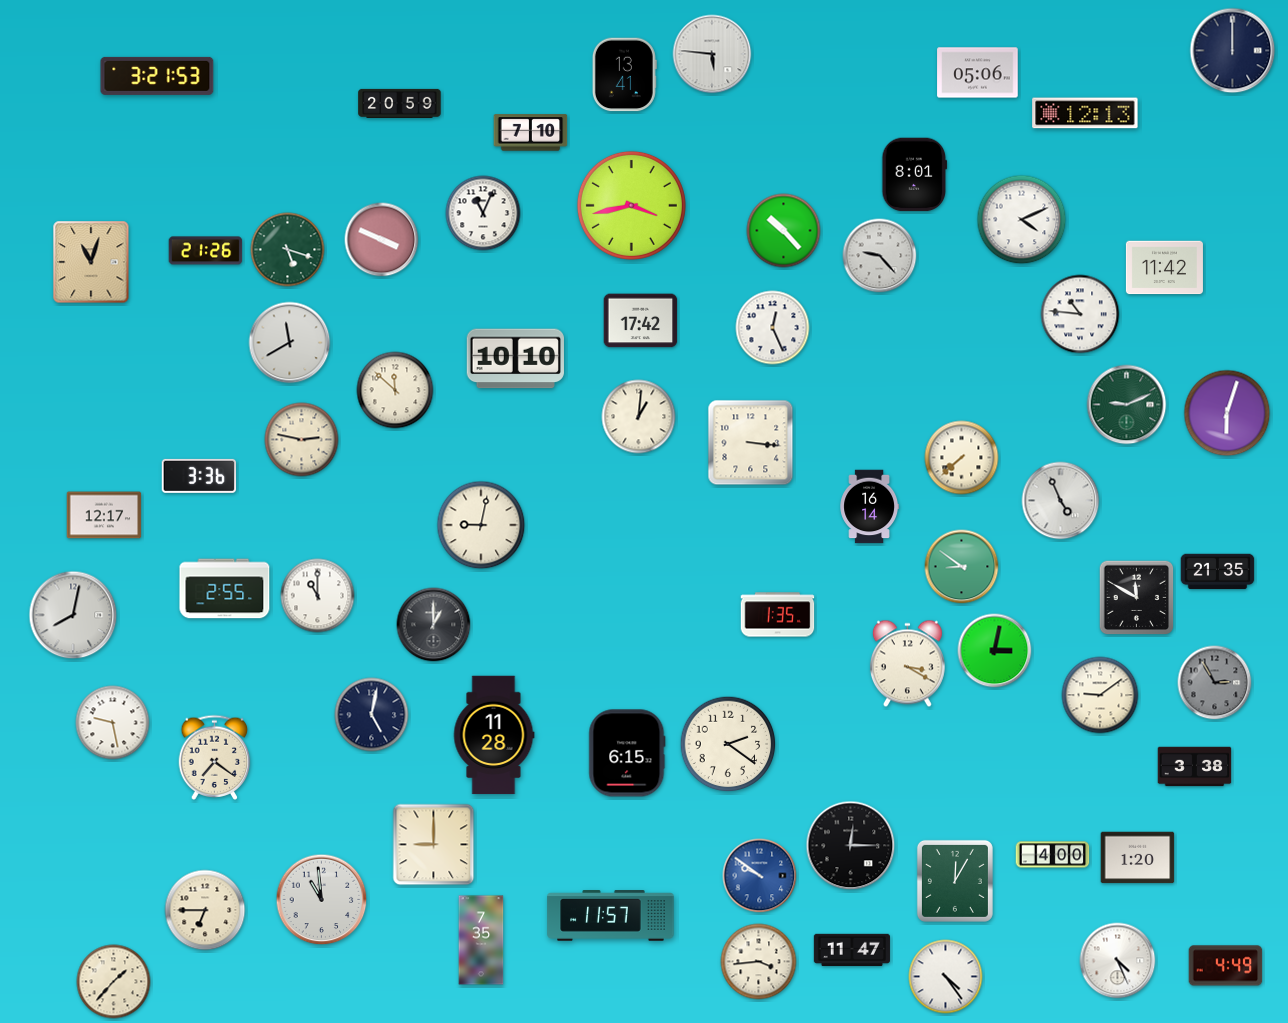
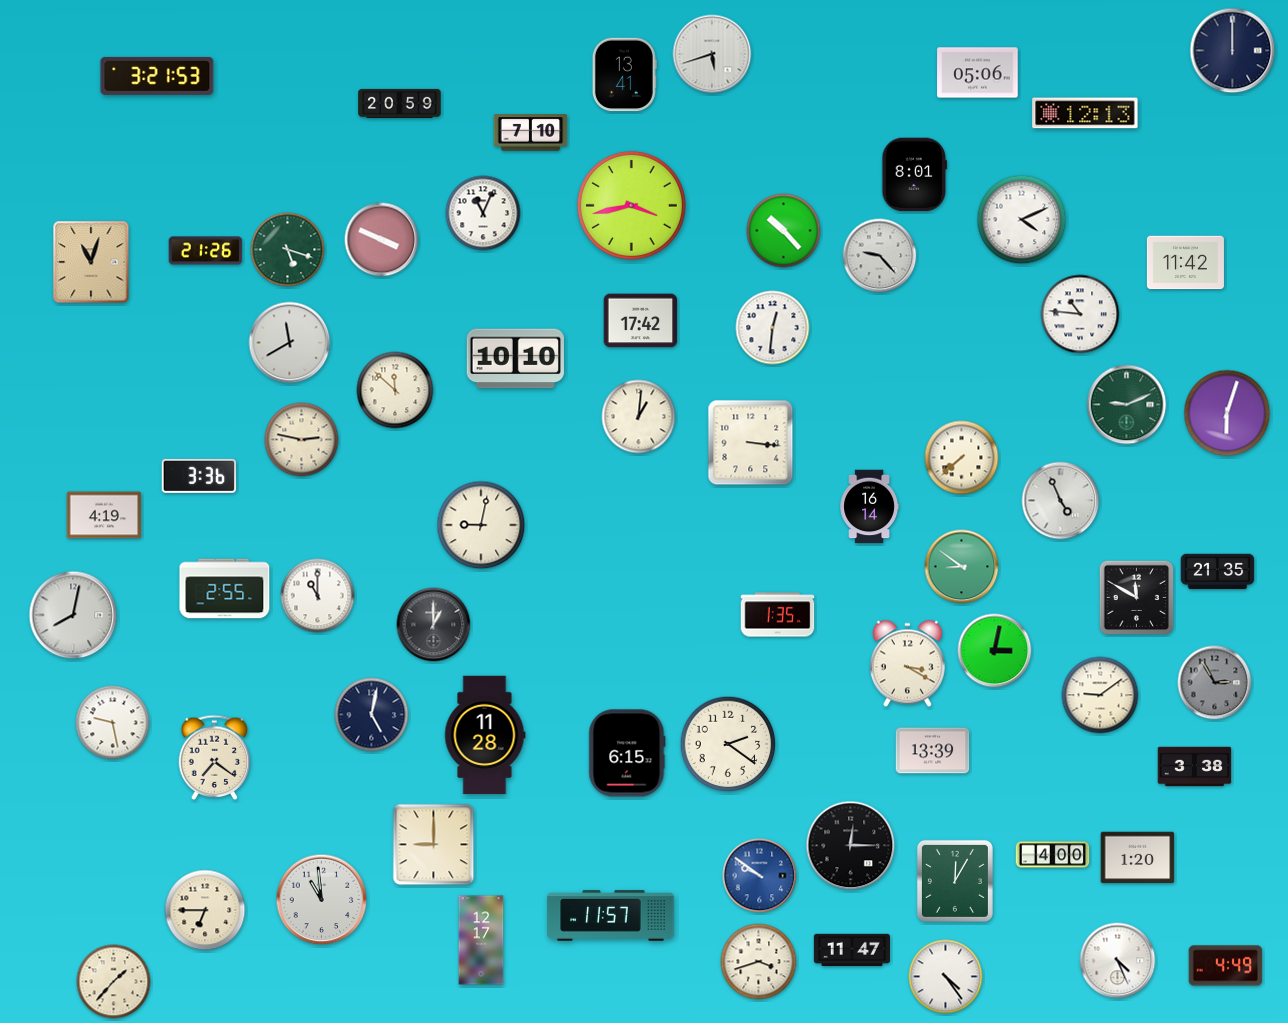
clock at (712, 54): 5:46 -> 5:42
clock at (1164, 268) position: (1164, 268) -> (1185, 263)
clock at (773, 328): 12:26 -> 12:31
clock at (104, 515): 12:17 -> 4:19
clock at (494, 735) position: (494, 735) -> (485, 735)
clock at (933, 751): none -> 13:39
clock at (481, 940): 7:35 -> 12:17
clock at (759, 962): 3:44 -> 3:42
